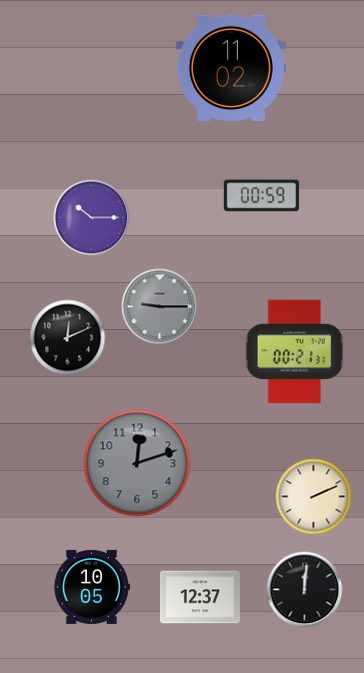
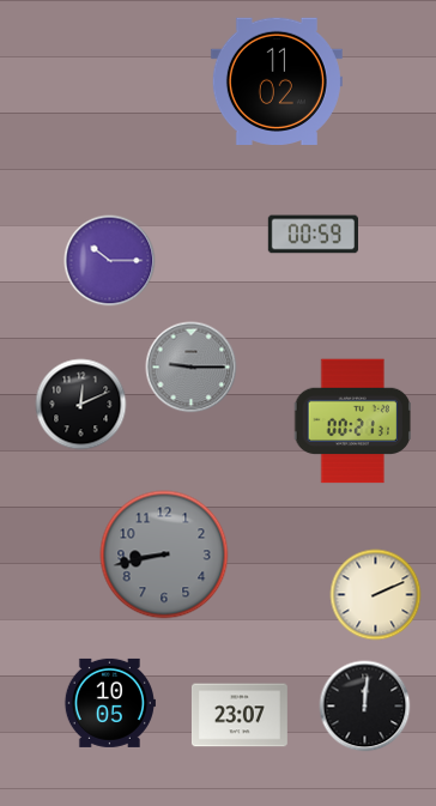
clock at (137, 463): 12:12 -> 8:43
clock at (200, 597): 12:37 -> 23:07
